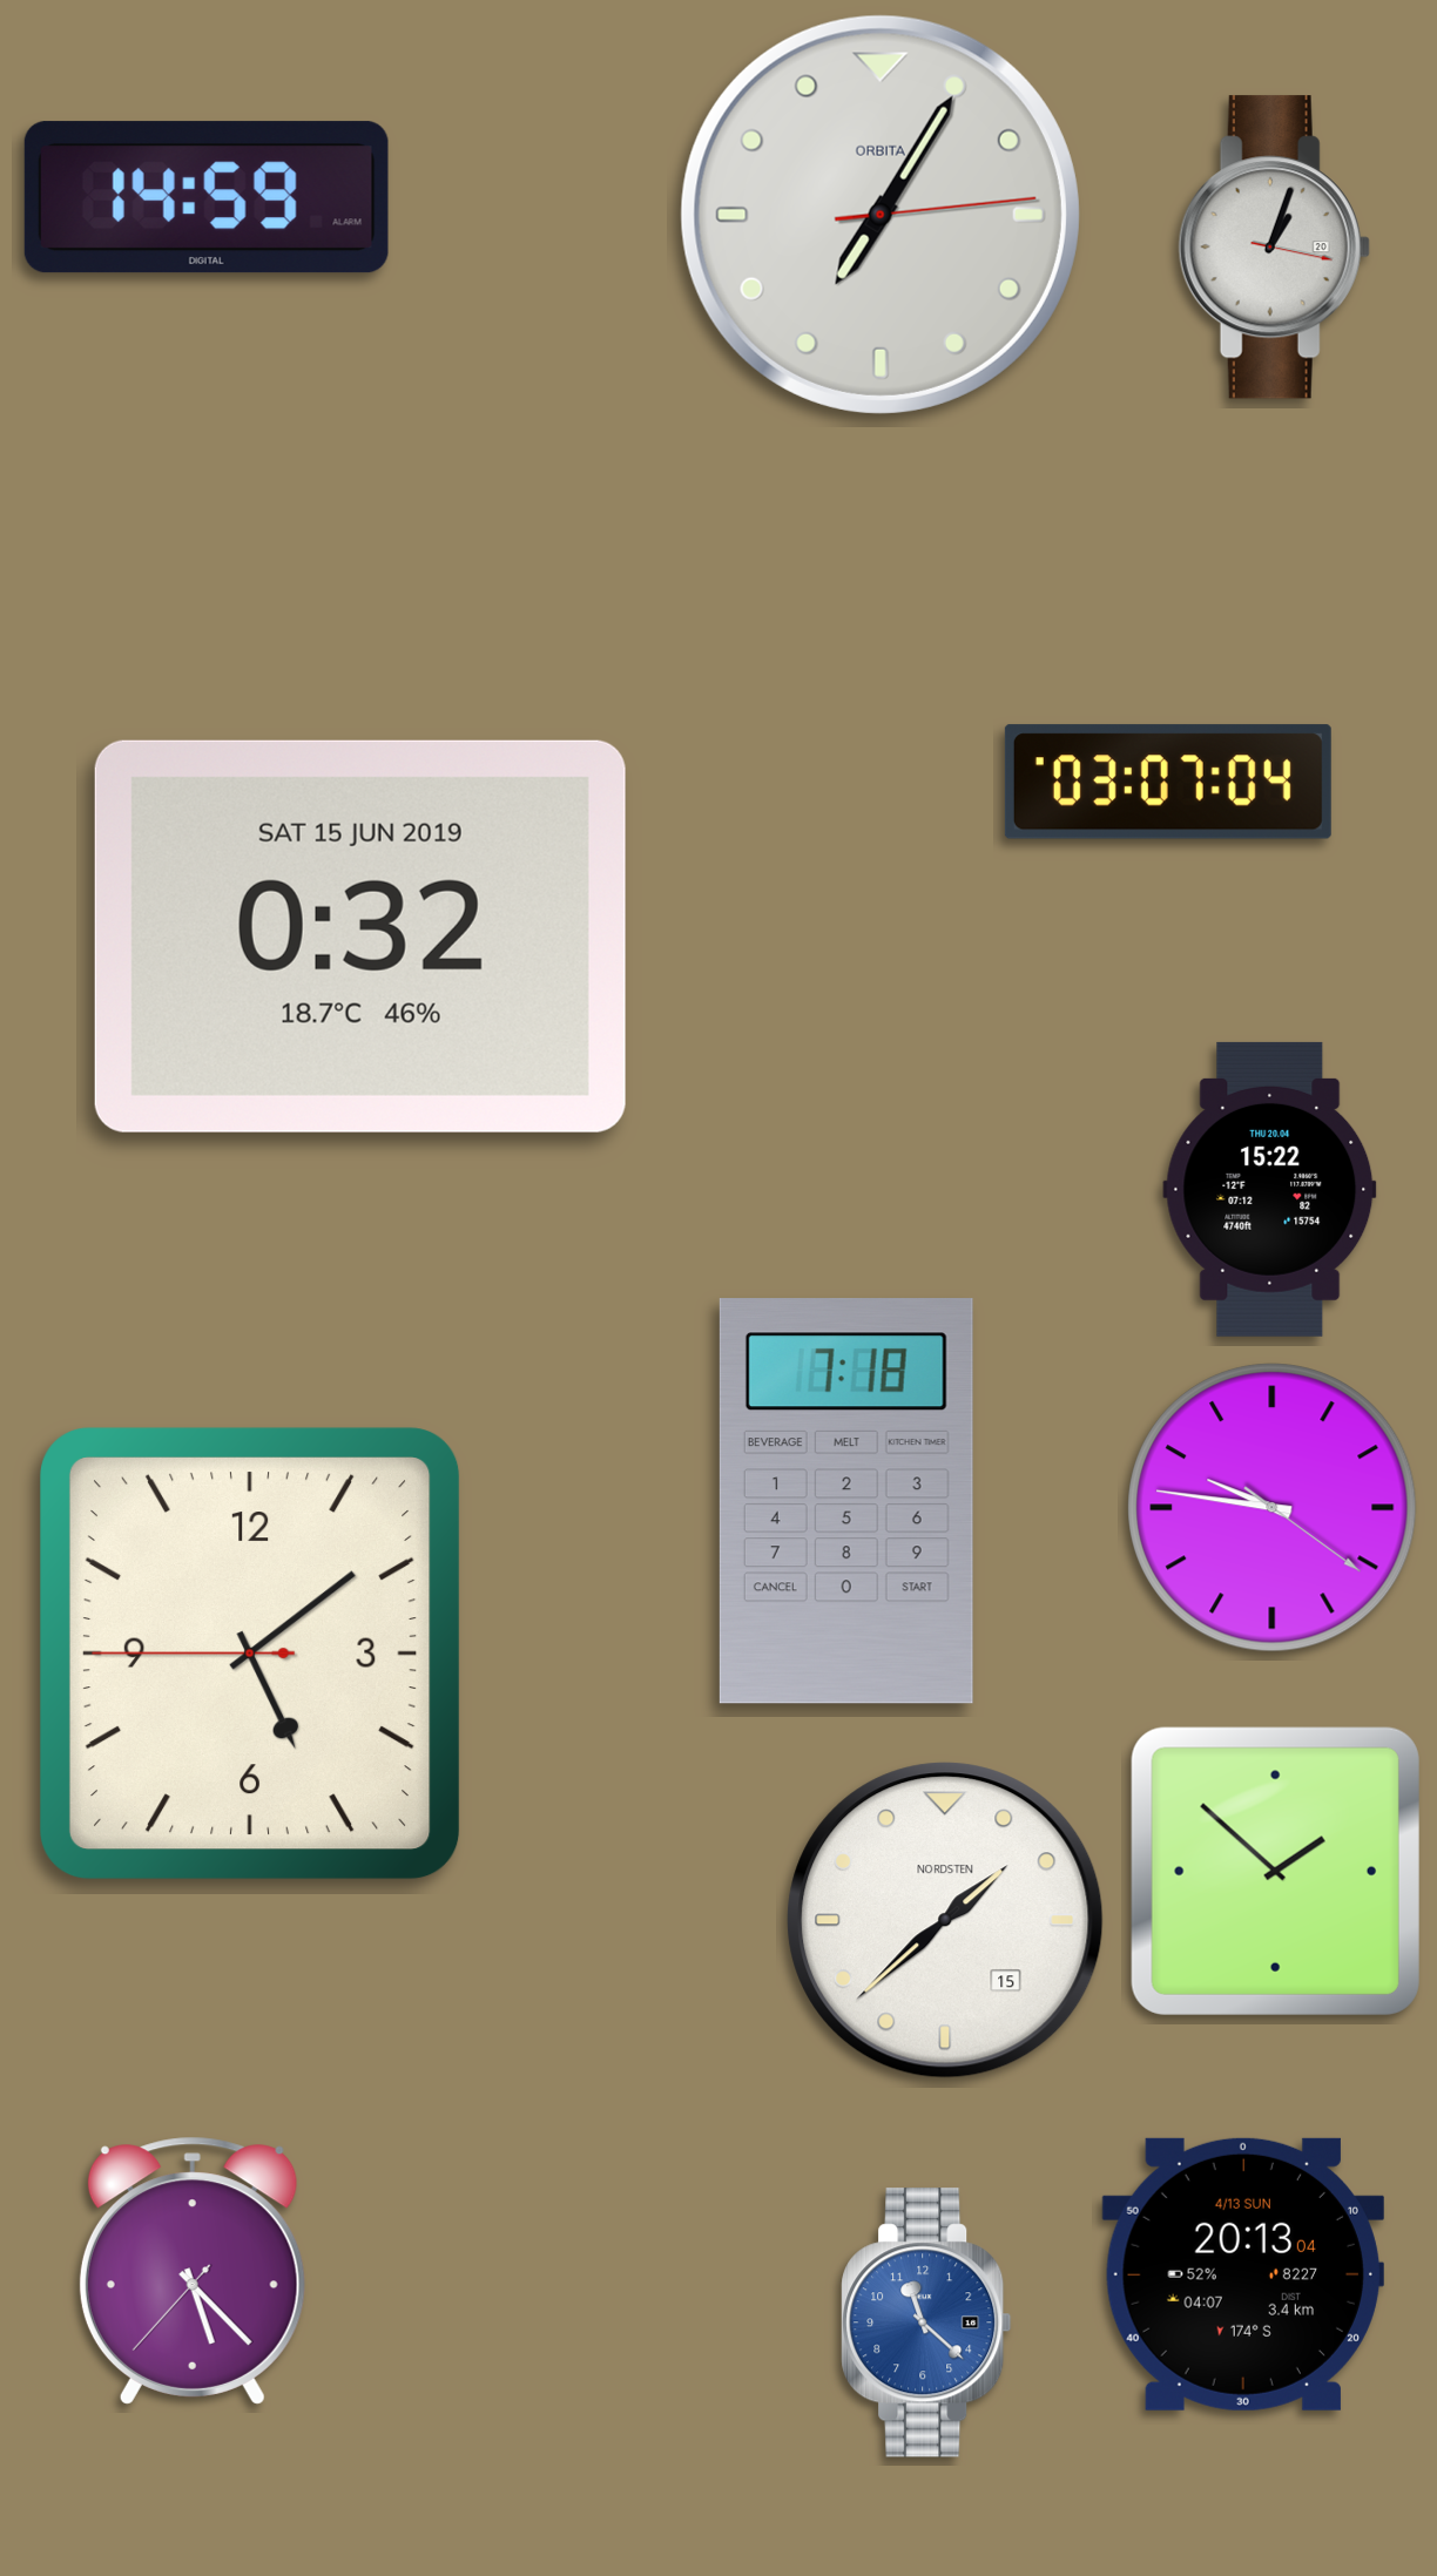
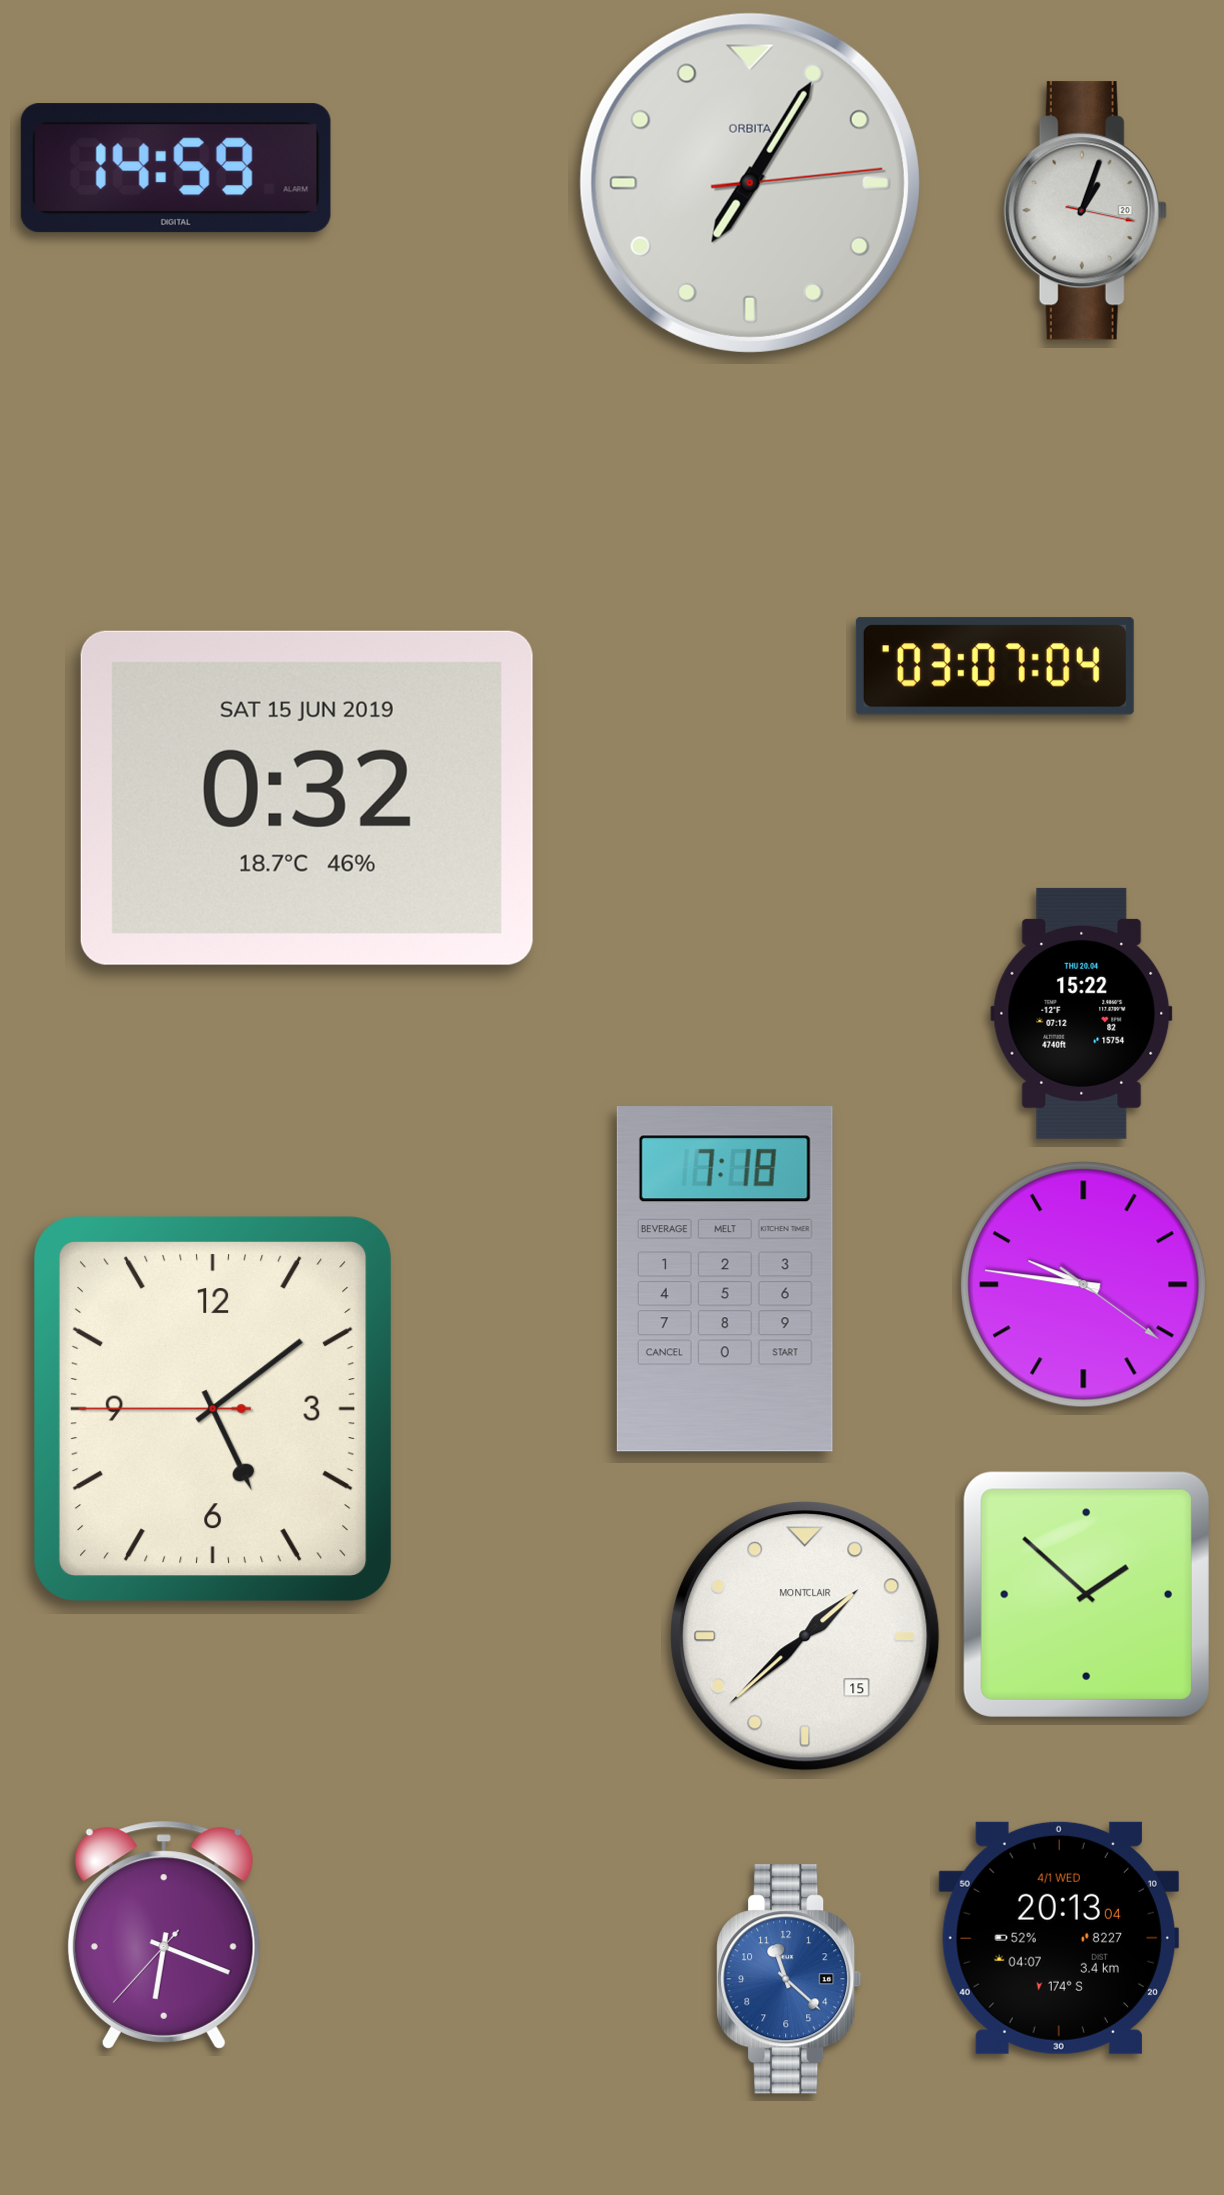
clock at (846, 1501) position: (846, 1501) -> (725, 1279)
clock at (945, 1920) brand: NORDSTEN -> MONTCLAIR
clock at (193, 2271): 5:22 -> 6:18
clock at (1243, 2274) date: 4/13 SUN -> 4/1 WED
